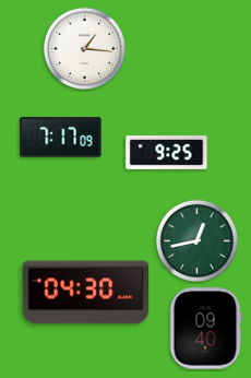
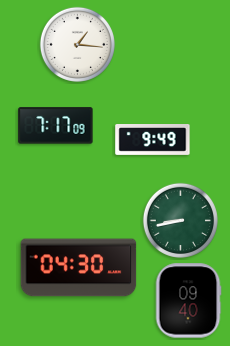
clock at (167, 153): 9:25 -> 9:49
clock at (196, 240): 12:43 -> 8:43
